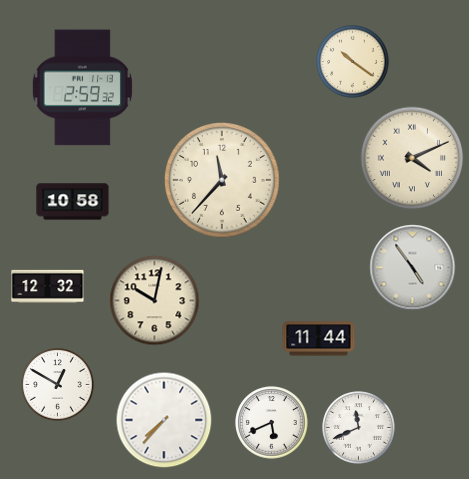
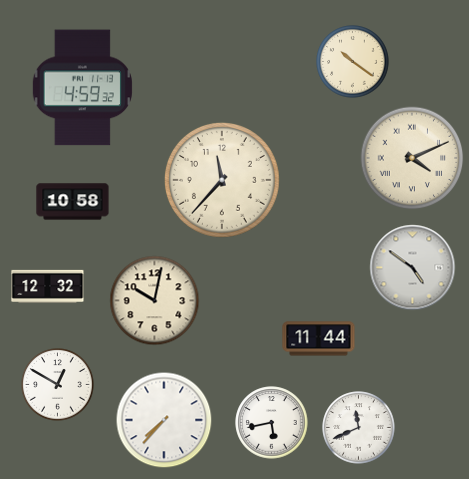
clock at (82, 88): 2:59 -> 4:59
clock at (413, 268): 4:54 -> 4:51
clock at (272, 423): 5:41 -> 5:43
